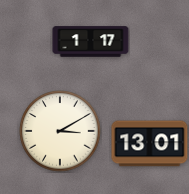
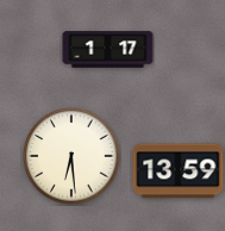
clock at (60, 131): 3:10 -> 6:29
clock at (150, 144): 13:01 -> 13:59
